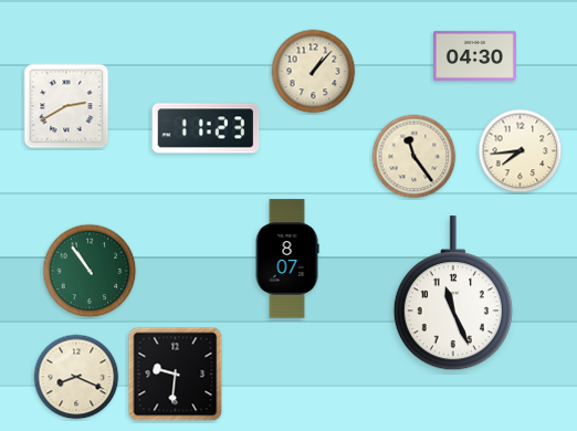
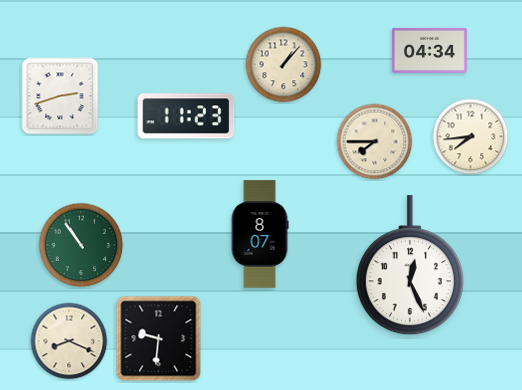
clock at (474, 55): 04:30 -> 04:34
clock at (66, 106): 2:40 -> 2:42
clock at (415, 157): 11:24 -> 7:45
clock at (453, 294): 11:26 -> 12:26
